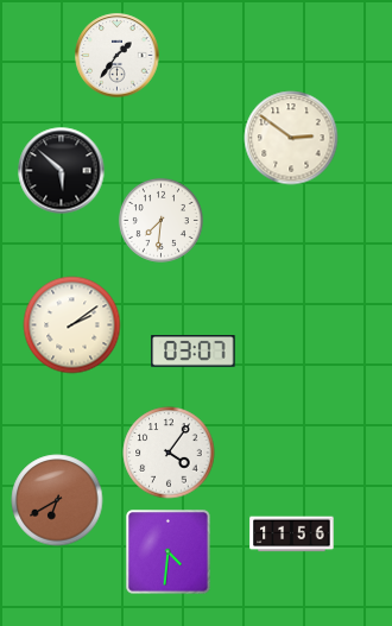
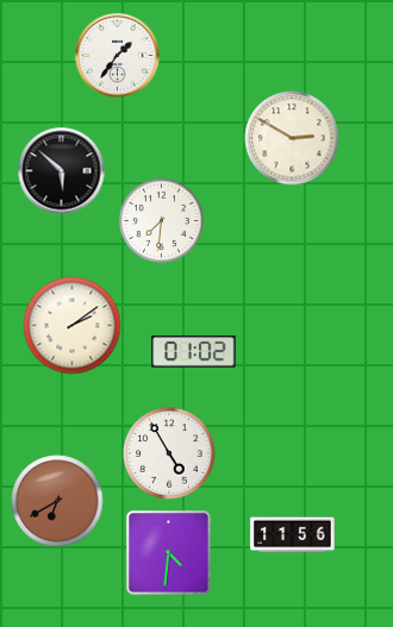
clock at (291, 138): 2:51 -> 2:50
clock at (194, 352): 03:07 -> 01:02
clock at (169, 453): 4:06 -> 4:55
